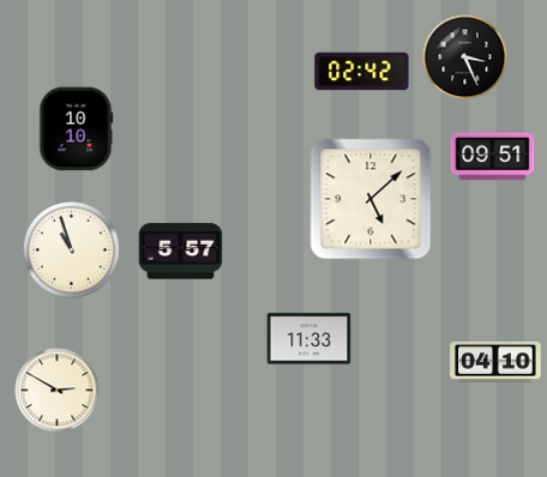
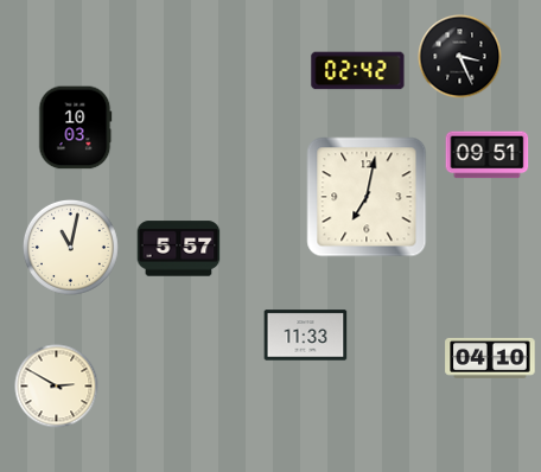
clock at (77, 129): 10:10 -> 10:03
clock at (371, 199): 5:08 -> 7:02
clock at (71, 249): 10:57 -> 11:02
